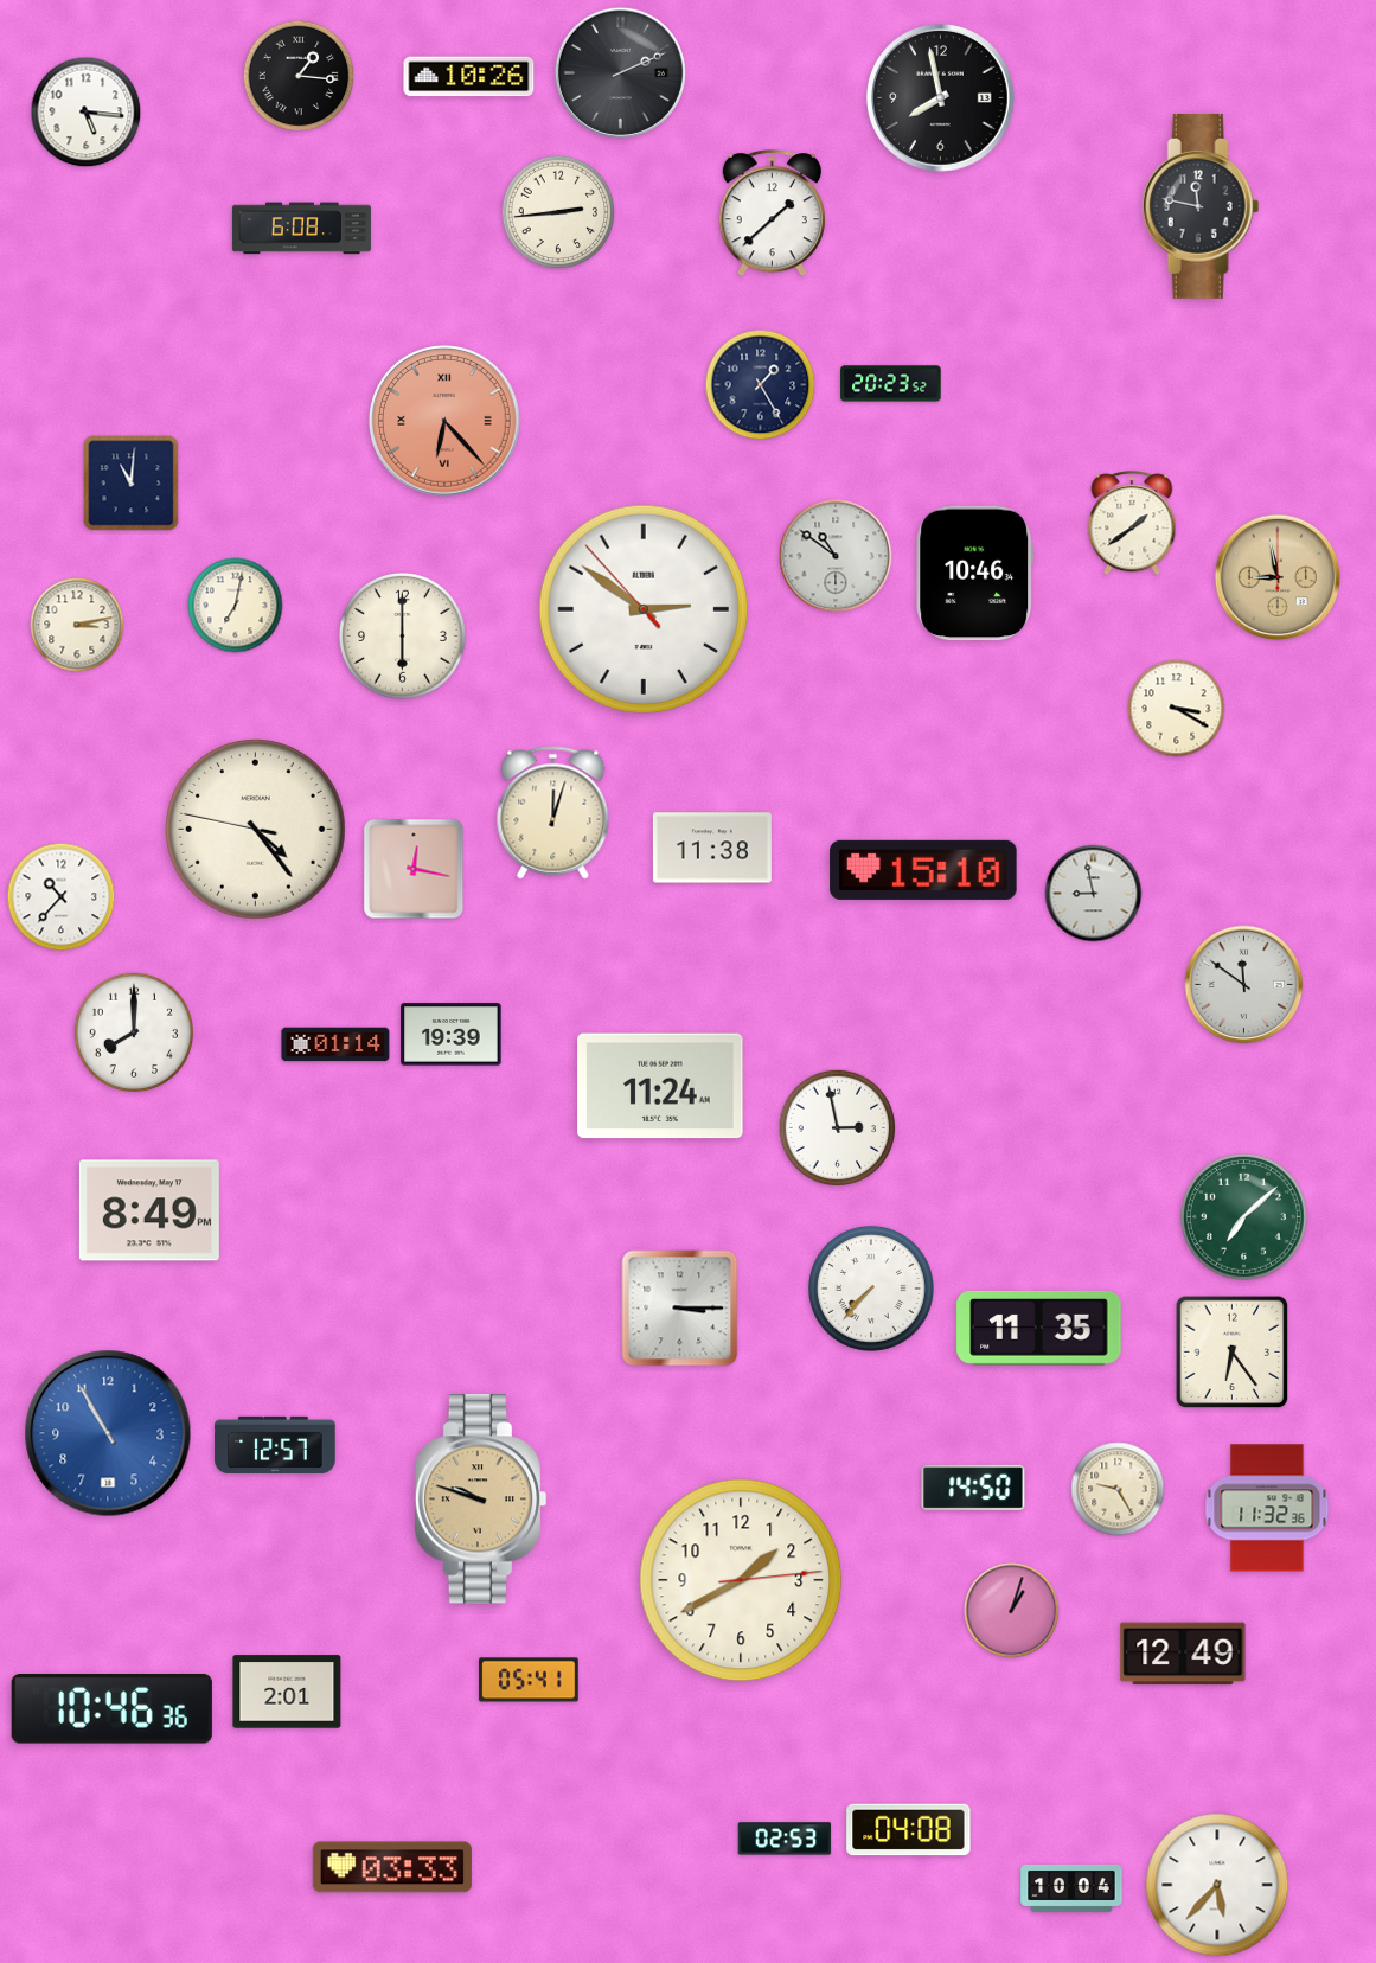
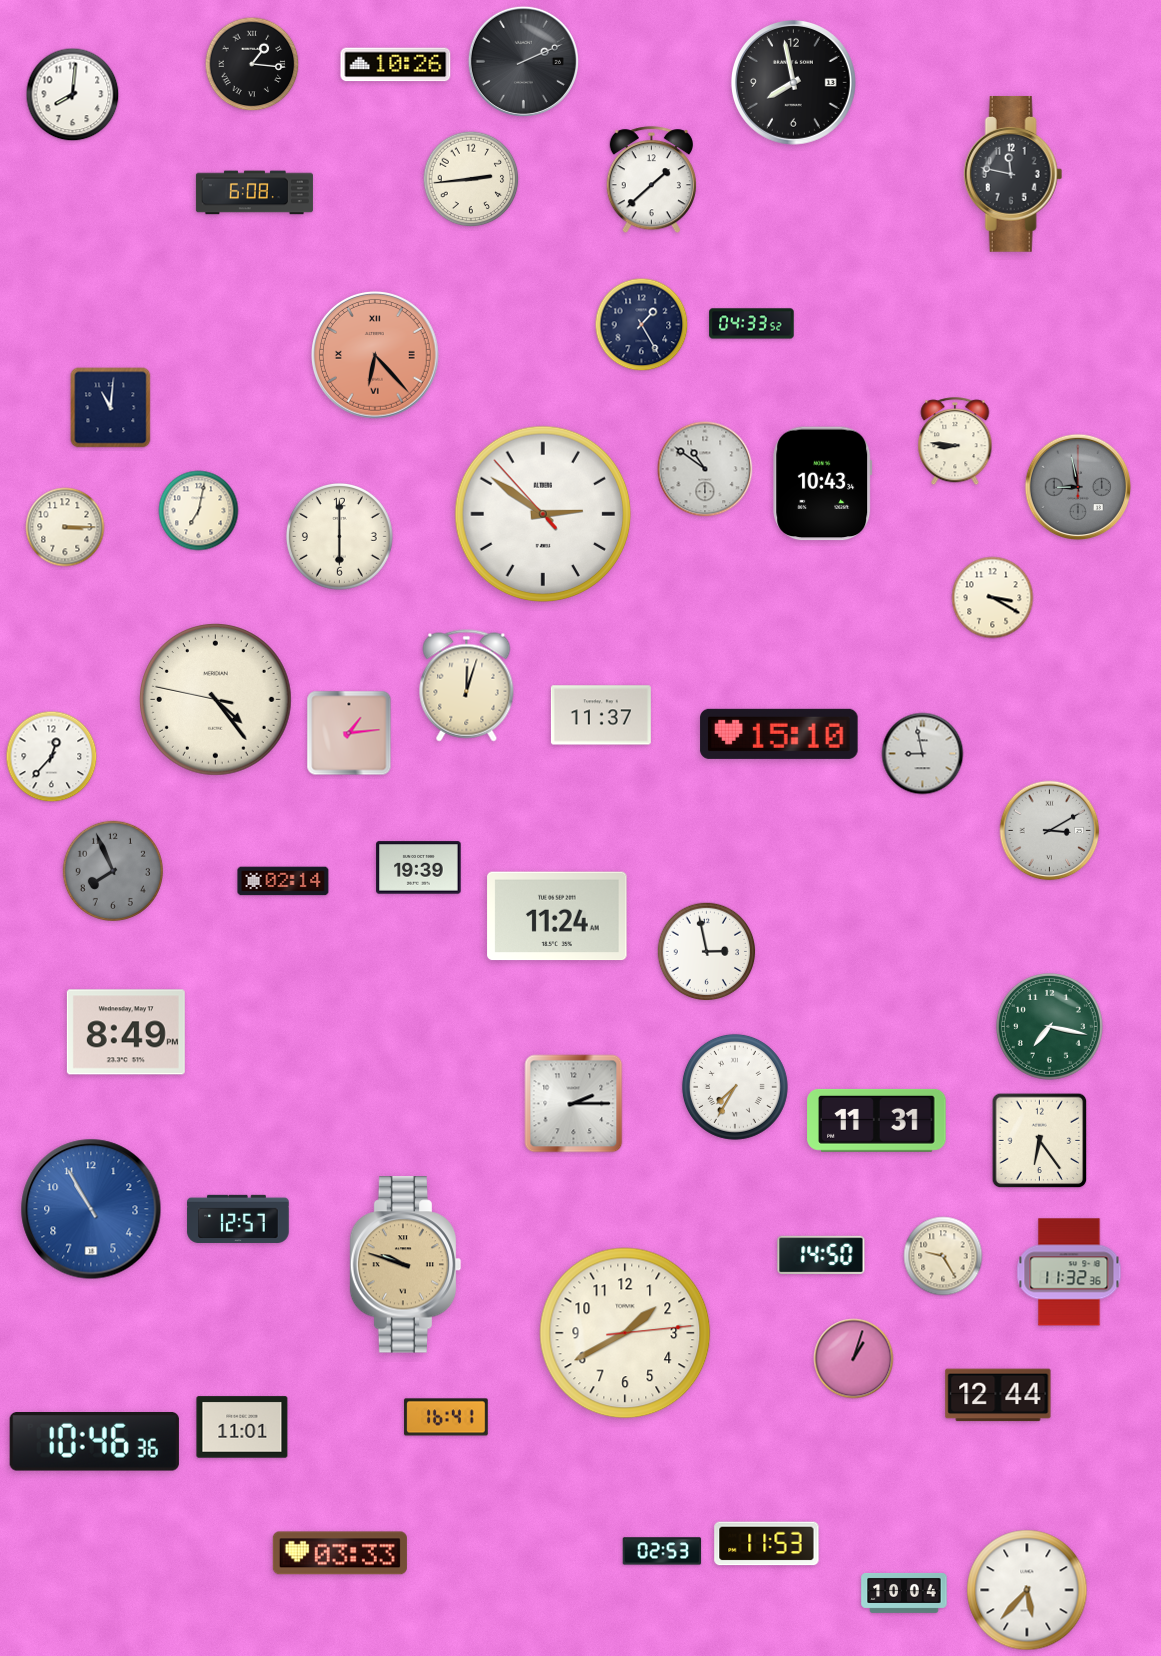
clock at (87, 113): 5:16 -> 8:01
clock at (891, 384): 20:23 -> 04:33
clock at (1132, 524): 1:39 -> 8:46
clock at (975, 574): 10:46 -> 10:43
clock at (1276, 576) dial: champagne -> grey
clock at (77, 625): 3:13 -> 3:15
clock at (712, 848): 11:38 -> 11:37
clock at (414, 869): 12:17 -> 1:14
clock at (62, 897): 10:37 -> 12:37
clock at (1244, 985): 11:51 -> 3:10
clock at (134, 1032): 8:00 -> 7:56
clock at (134, 1032) dial: white -> grey
clock at (452, 1035) position: (452, 1035) -> (419, 868)
clock at (335, 1044): 01:14 -> 02:14
clock at (149, 1210) position: (149, 1210) -> (126, 1032)
clock at (1243, 1216): 7:08 -> 7:17
clock at (871, 1289): 7:37 -> 7:35
clock at (680, 1309): 3:15 -> 2:15
clock at (1039, 1328): 11:35 -> 11:31
clock at (275, 1445) position: (275, 1445) -> (238, 1219)
clock at (1183, 1654): 12:49 -> 12:44
clock at (529, 1680): 05:41 -> 16:41
clock at (287, 1692): 2:01 -> 11:01
clock at (909, 1830): 04:08 -> 11:53
clock at (392, 1867) position: (392, 1867) -> (340, 1553)
